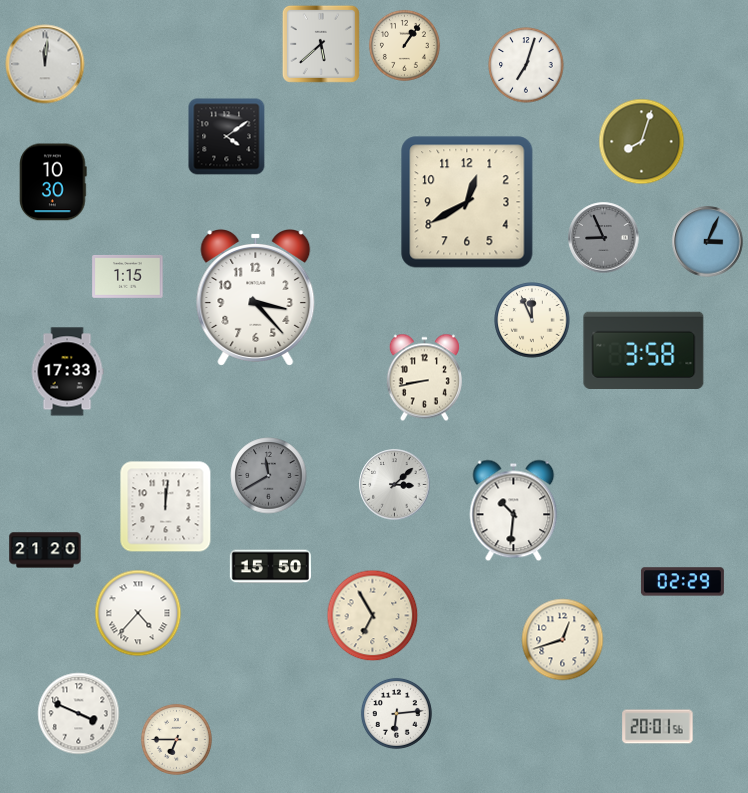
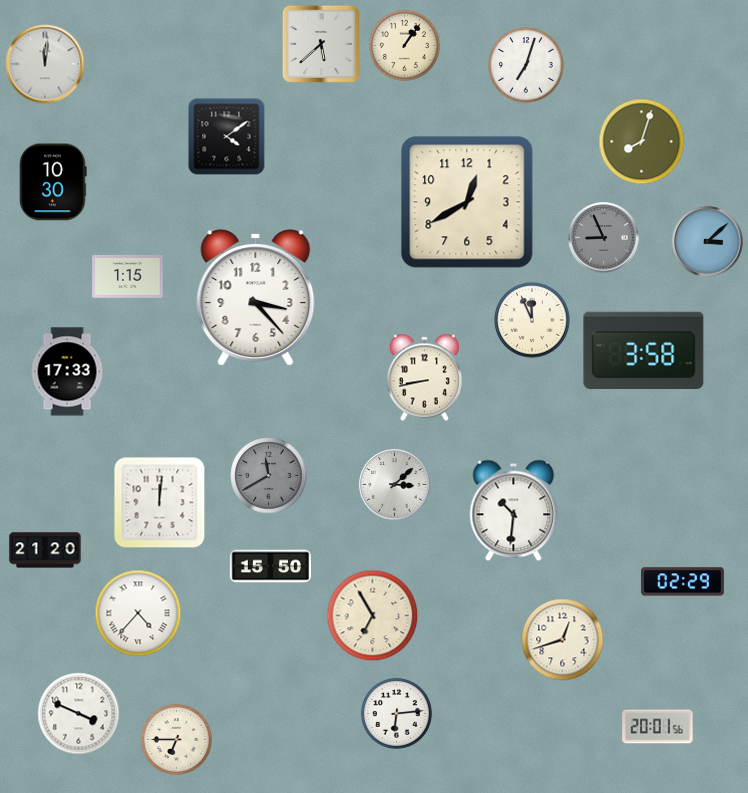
clock at (708, 242): 3:04 -> 3:08
clock at (166, 507) position: (166, 507) -> (160, 503)
